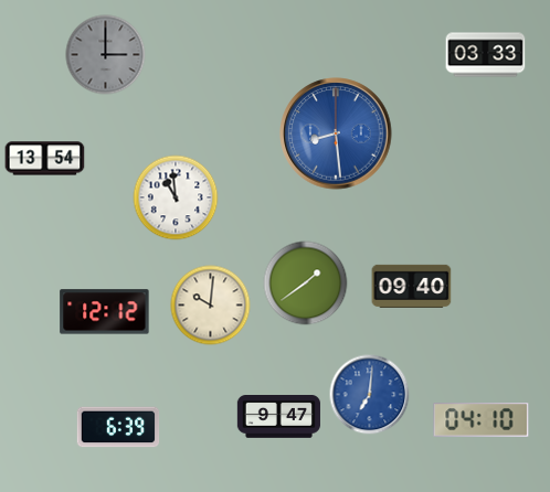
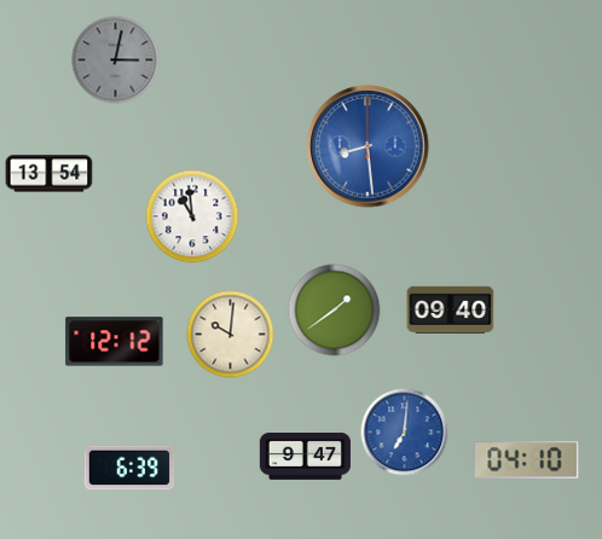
clock at (106, 55): 3:00 -> 3:02
clock at (486, 55): 03:33 -> none
clock at (412, 286) position: (412, 286) -> (451, 309)
